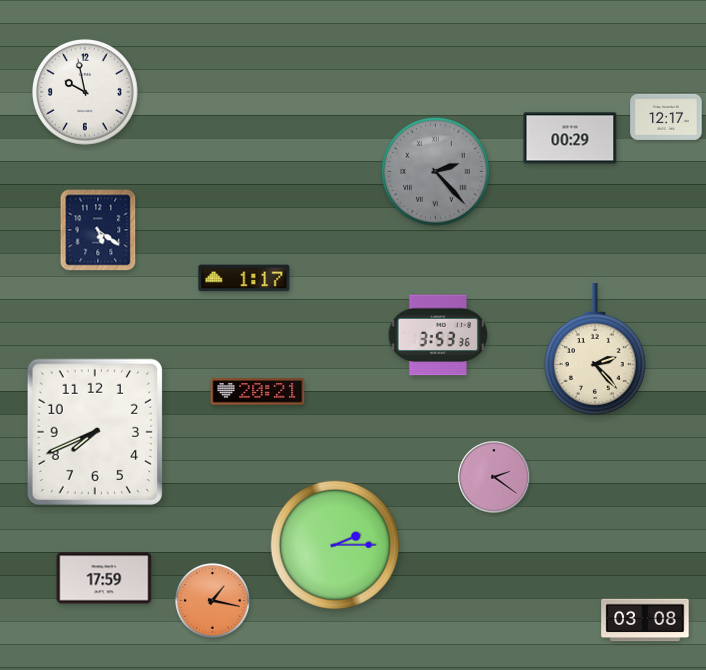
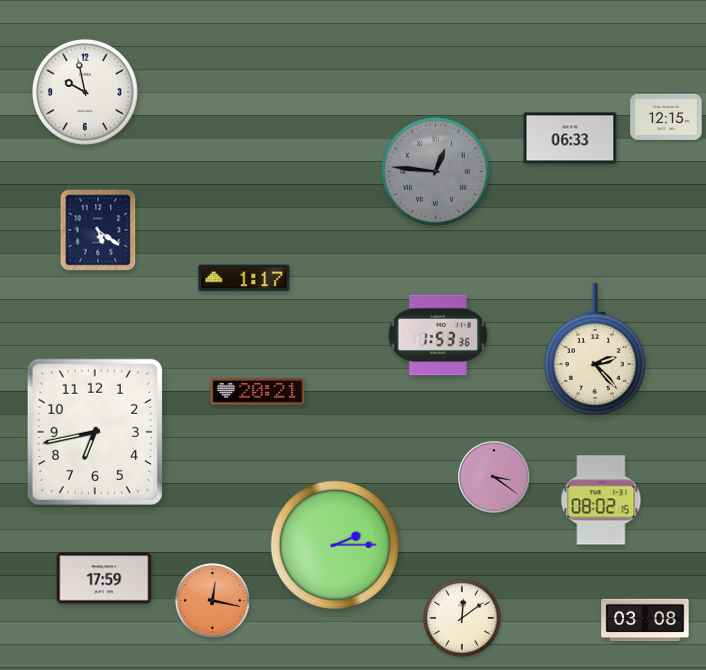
clock at (666, 117): 12:17 -> 12:15
clock at (570, 138): 00:29 -> 06:33
clock at (436, 172): 2:23 -> 12:46
clock at (437, 335): 3:53 -> 1:53
clock at (95, 432): 7:41 -> 6:43
clock at (494, 477): 2:21 -> 3:21
clock at (601, 500): none -> 08:02
clock at (212, 600): 1:17 -> 12:17
clock at (462, 618): none -> 12:09
